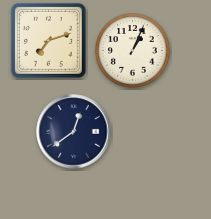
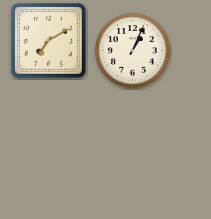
clock at (48, 40): 7:12 -> 7:10
clock at (74, 132): 12:39 -> none
